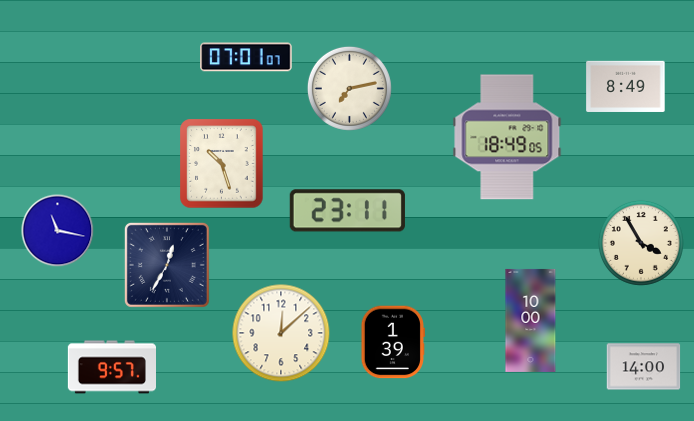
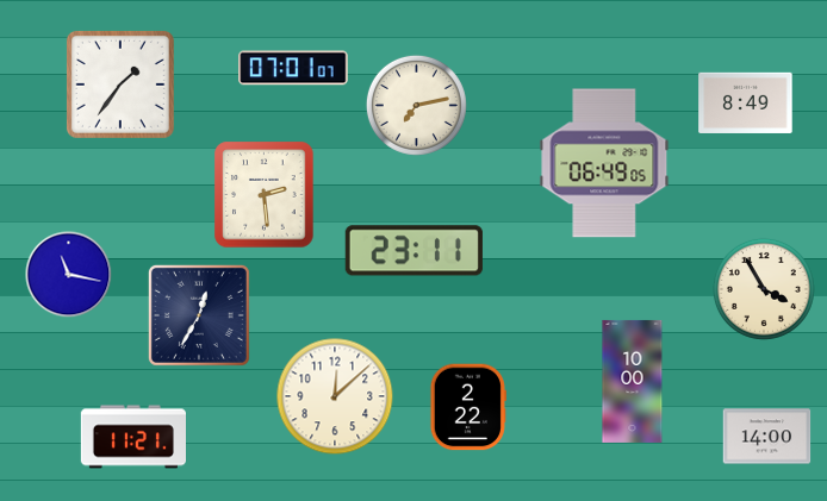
clock at (120, 84): none -> 1:36
clock at (507, 137): 18:49 -> 06:49
clock at (222, 164): 10:27 -> 2:29
clock at (392, 342): 1:39 -> 2:22
clock at (111, 367): 9:57 -> 11:21
